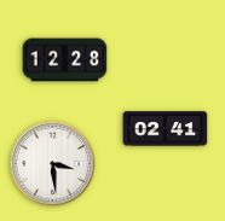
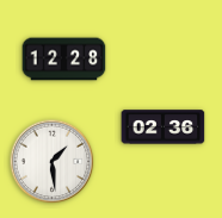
clock at (166, 129): 02:41 -> 02:36
clock at (53, 164): 3:29 -> 1:29
